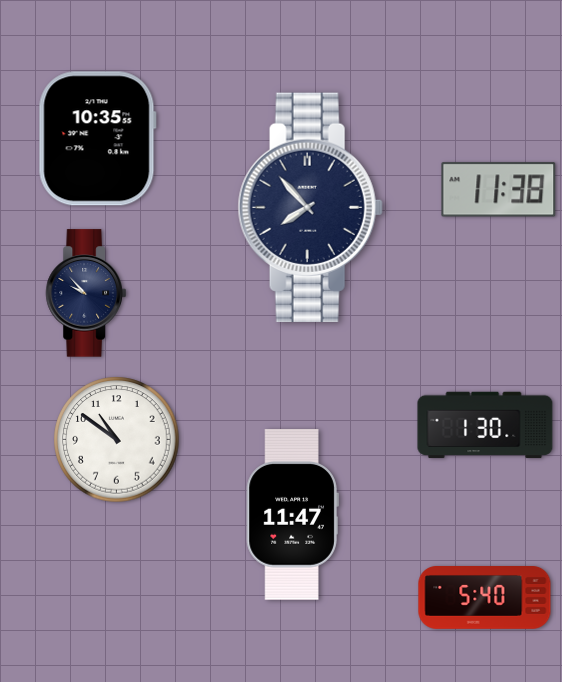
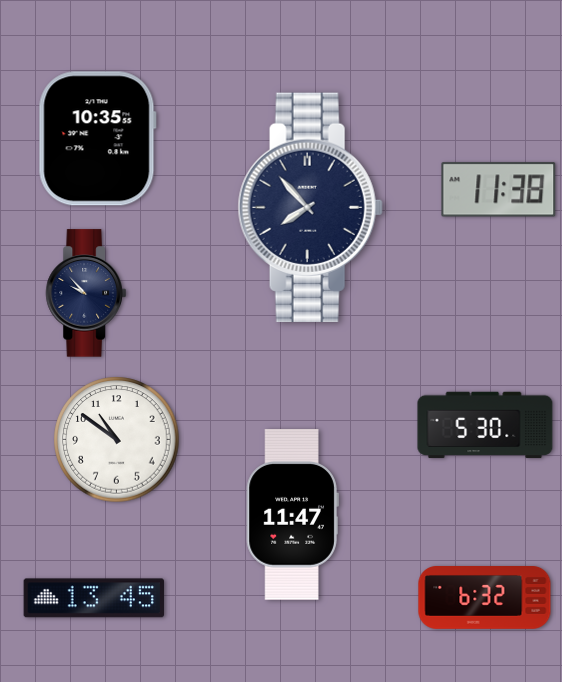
clock at (485, 425): 1:30 -> 5:30
clock at (94, 598): none -> 13:45
clock at (485, 598): 5:40 -> 6:32
